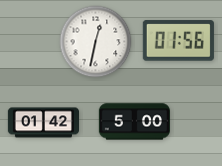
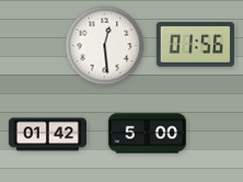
clock at (96, 42): 12:32 -> 12:29
